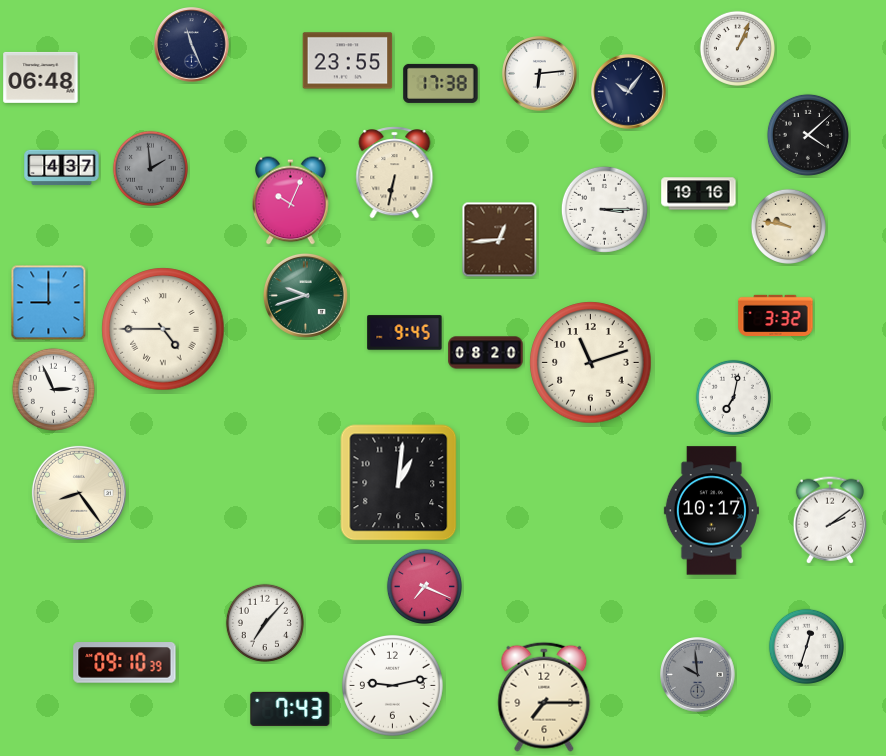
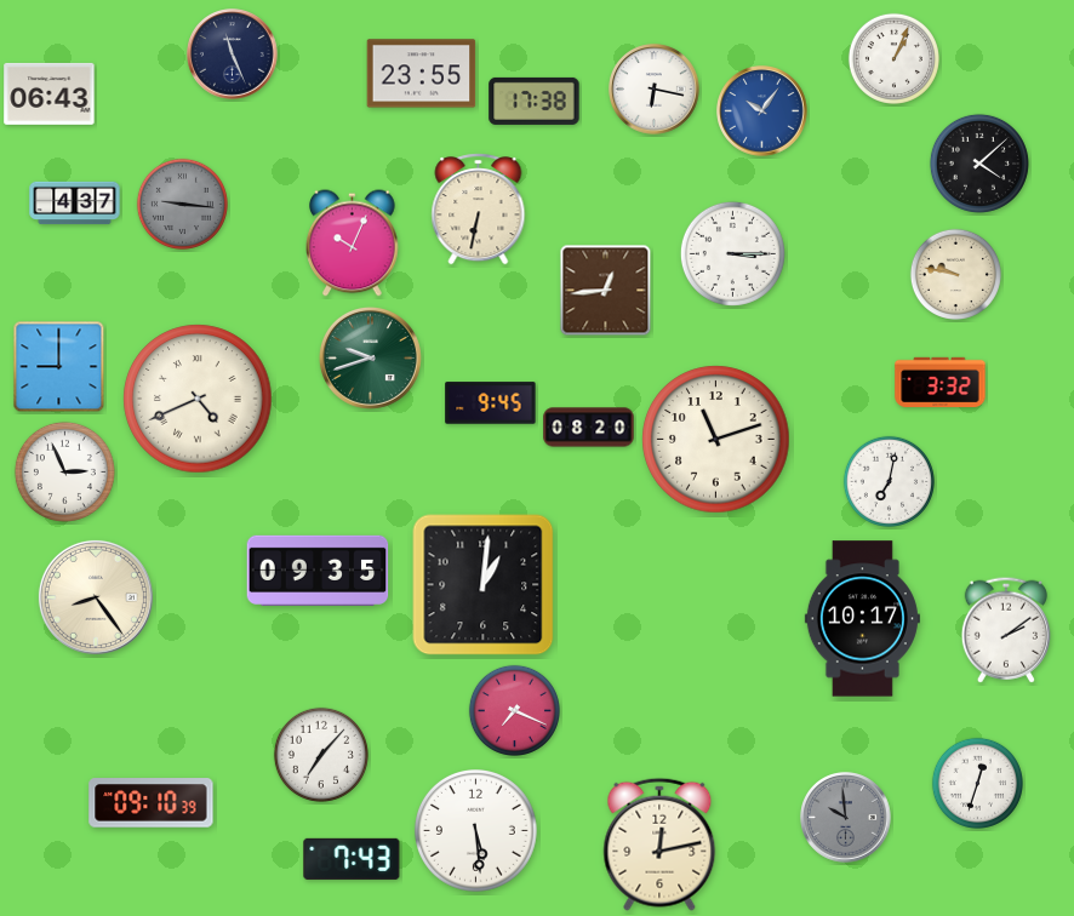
clock at (540, 74): 6:14 -> 6:17
clock at (41, 77): 06:48 -> 06:43
clock at (629, 92) dial: navy -> blue
clock at (150, 168): 1:59 -> 9:16
clock at (699, 194): 19:16 -> none
clock at (163, 329): 4:45 -> 4:41
clock at (318, 569): none -> 09:35
clock at (393, 686): 9:13 -> 5:29
clock at (544, 697): 7:15 -> 12:13
